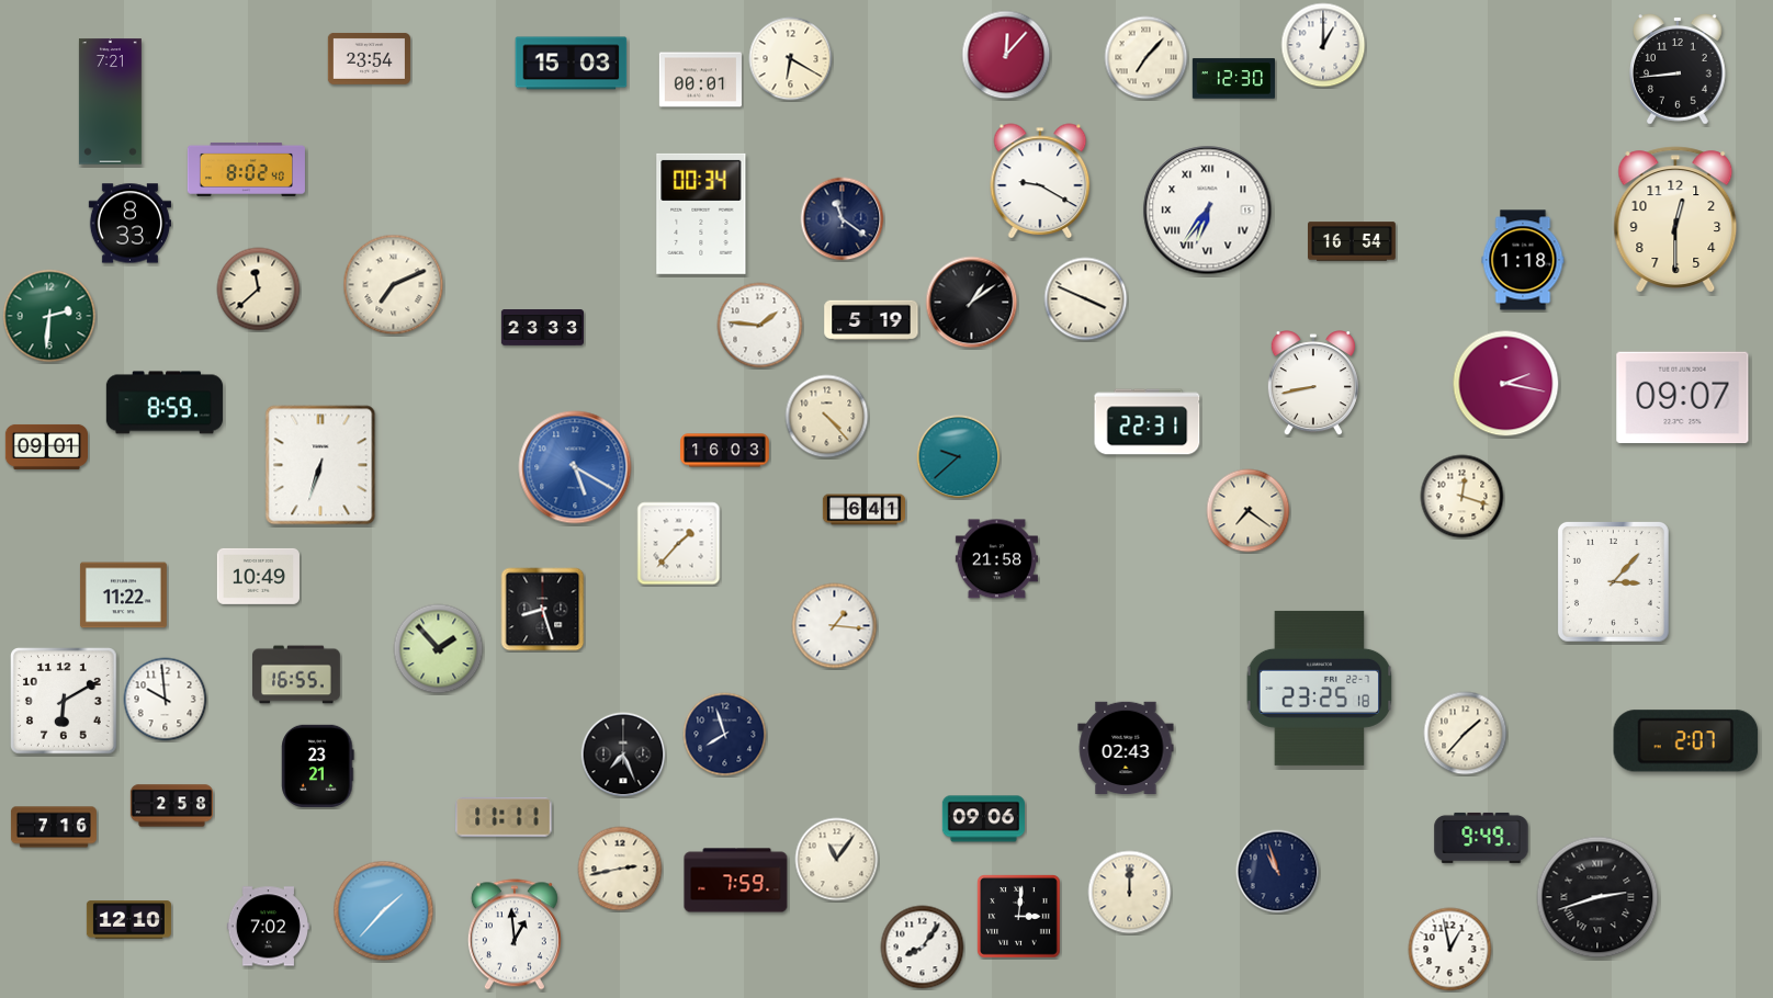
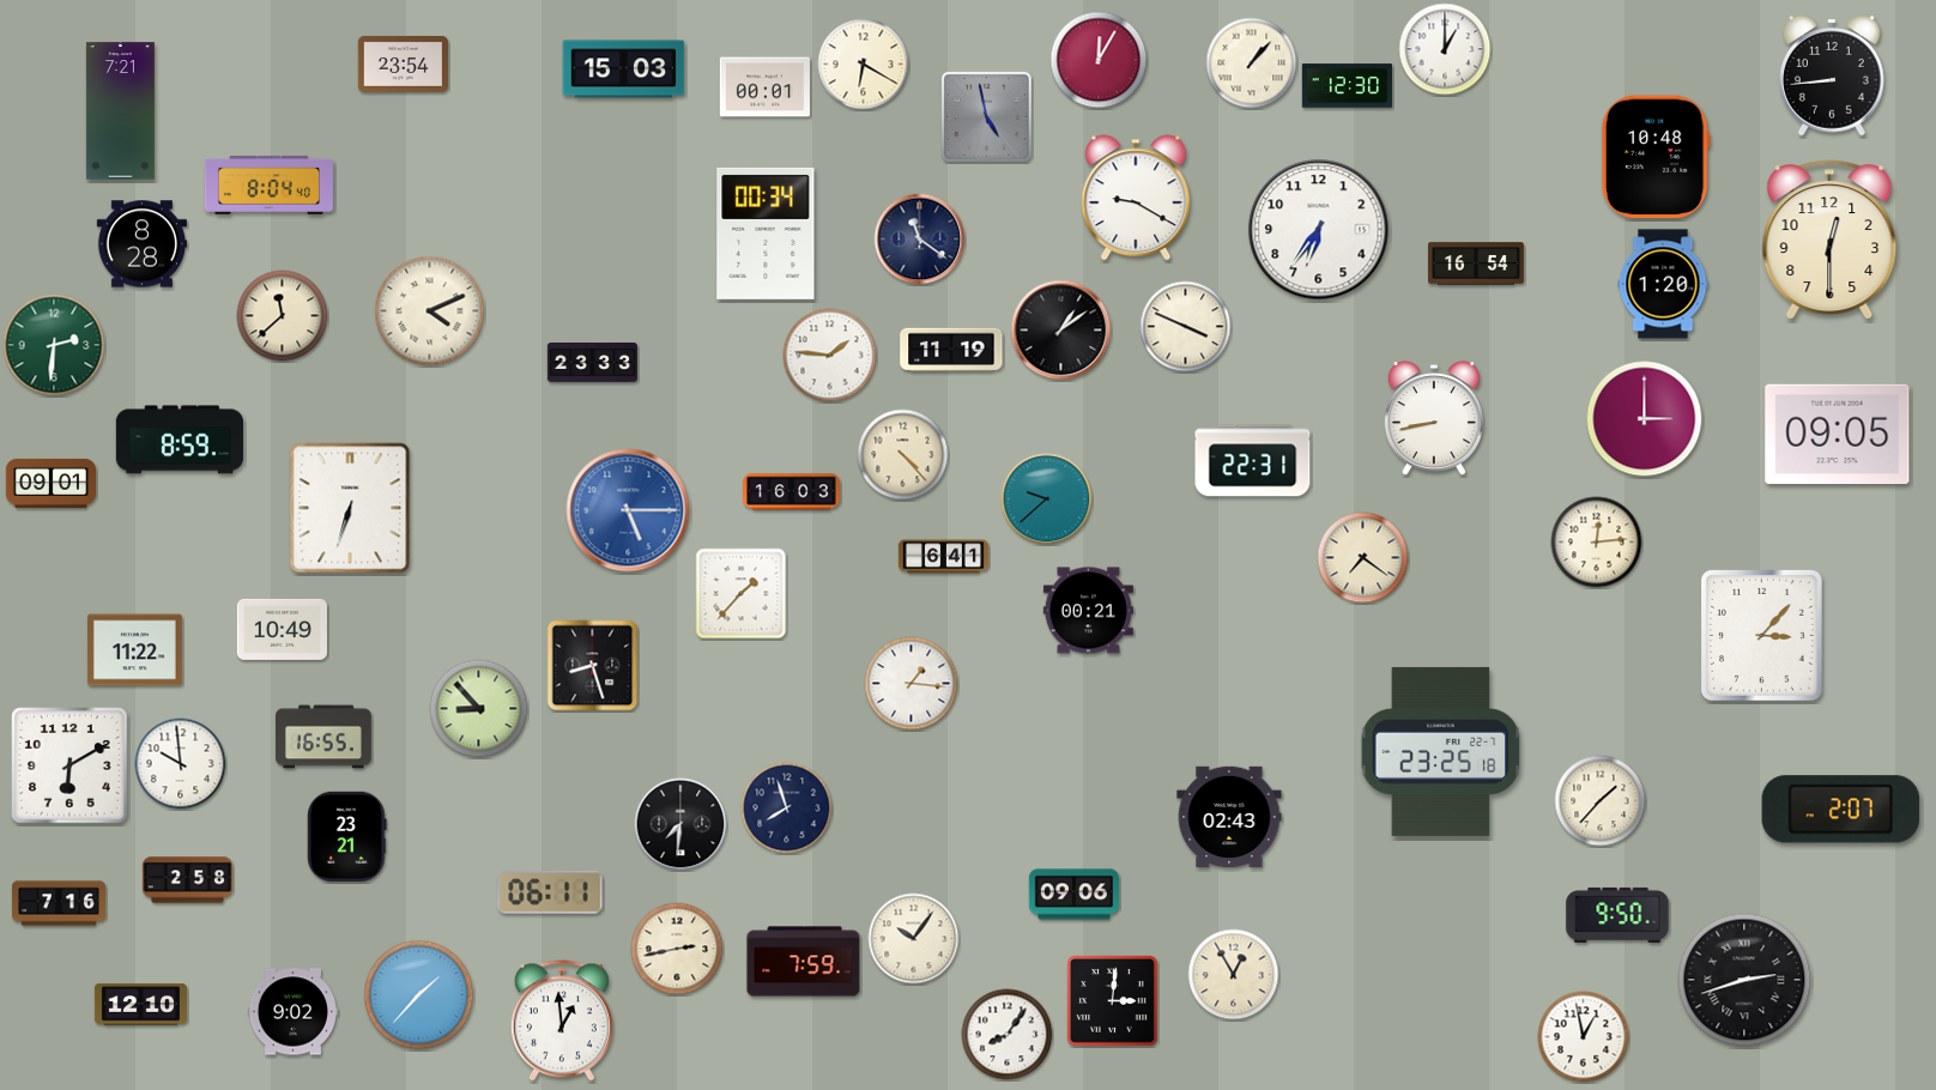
clock at (1006, 55): 12:07 -> 12:05
clock at (1147, 58): 7:07 -> 1:07
clock at (986, 116): none -> 4:58
clock at (1656, 157): none -> 10:48
clock at (246, 169): 8:02 -> 8:04
clock at (1208, 211) numerals: Roman -> Arabic
clock at (129, 224): 8:33 -> 8:28
clock at (1523, 260): 1:18 -> 1:20
clock at (394, 285): 7:11 -> 4:11
clock at (871, 319): 5:19 -> 11:19
clock at (542, 328) position: (542, 328) -> (592, 363)
clock at (1506, 384): 2:17 -> 3:00
clock at (1683, 398): 09:07 -> 09:05
clock at (46, 446) position: (46, 446) -> (50, 483)
clock at (575, 467): 5:20 -> 5:15
clock at (1463, 497): 12:18 -> 12:14
clock at (996, 559): 21:58 -> 00:21
clock at (439, 649): 1:53 -> 8:53
clock at (725, 735) position: (725, 735) -> (787, 809)
clock at (623, 755): 7:26 -> 7:31
clock at (504, 817): 11:11 -> 06:11
clock at (1481, 838): 9:49 -> 9:50
clock at (837, 860): 11:06 -> 10:06
clock at (1278, 872): 10:57 -> none
clock at (1130, 893): 12:00 -> 12:55
clock at (268, 927): 7:02 -> 9:02
